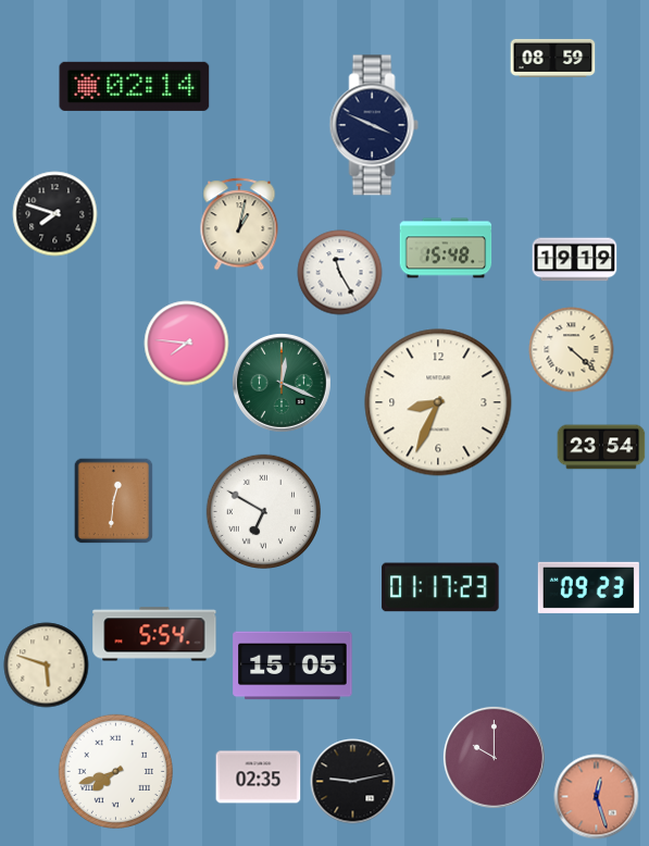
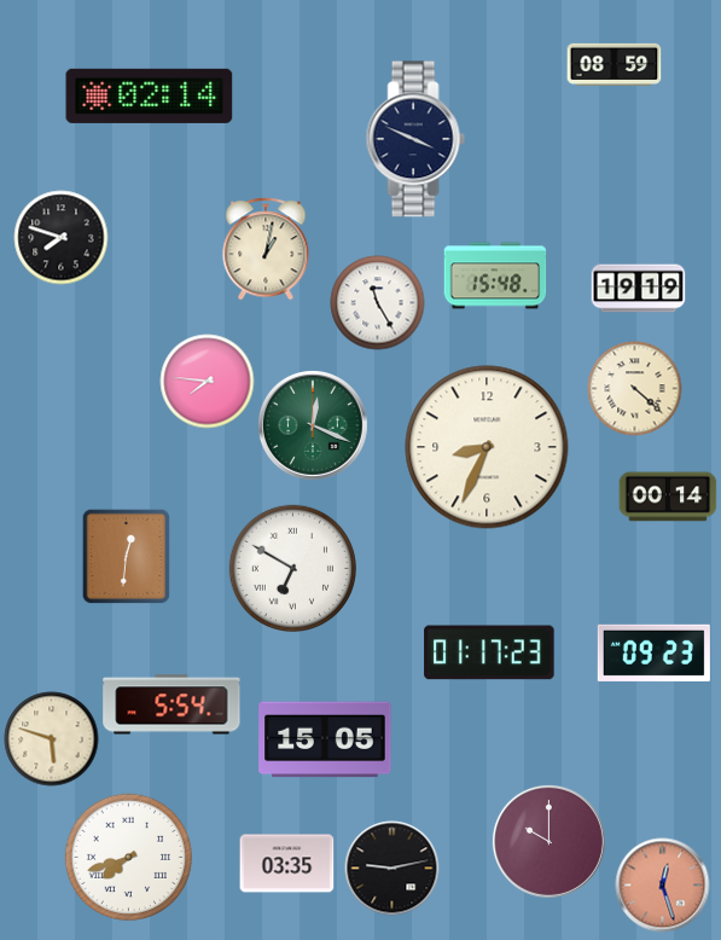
clock at (601, 447): 23:54 -> 00:14
clock at (258, 777): 02:35 -> 03:35
